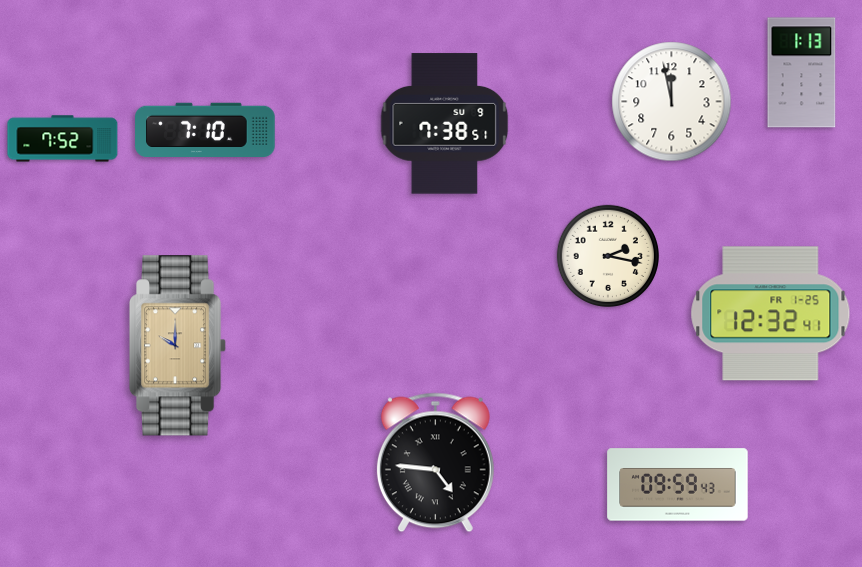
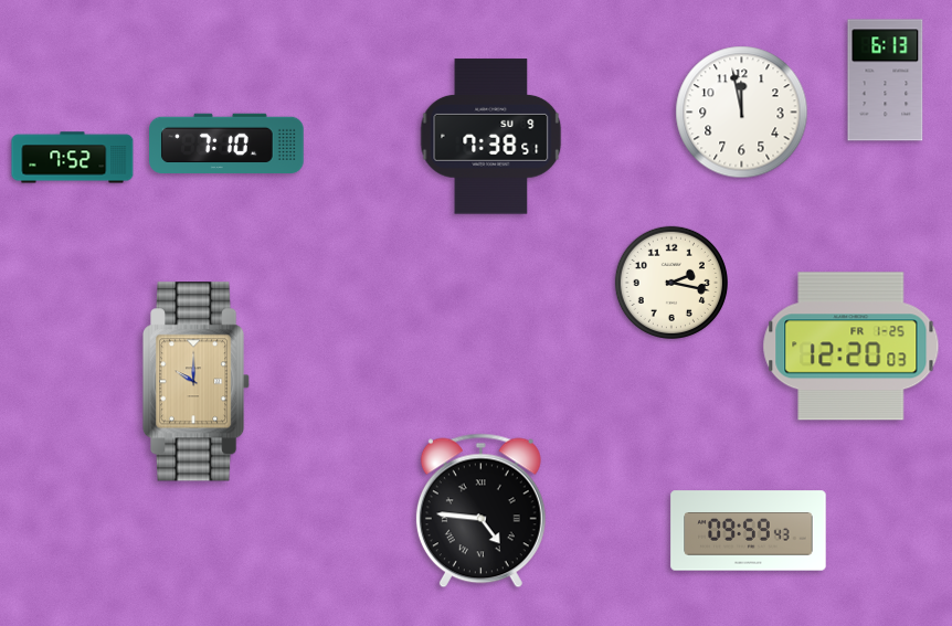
clock at (802, 73): 1:13 -> 6:13
clock at (63, 139) position: (63, 139) -> (73, 158)
clock at (771, 314): 12:32 -> 12:20
clock at (678, 485) position: (678, 485) -> (749, 531)
